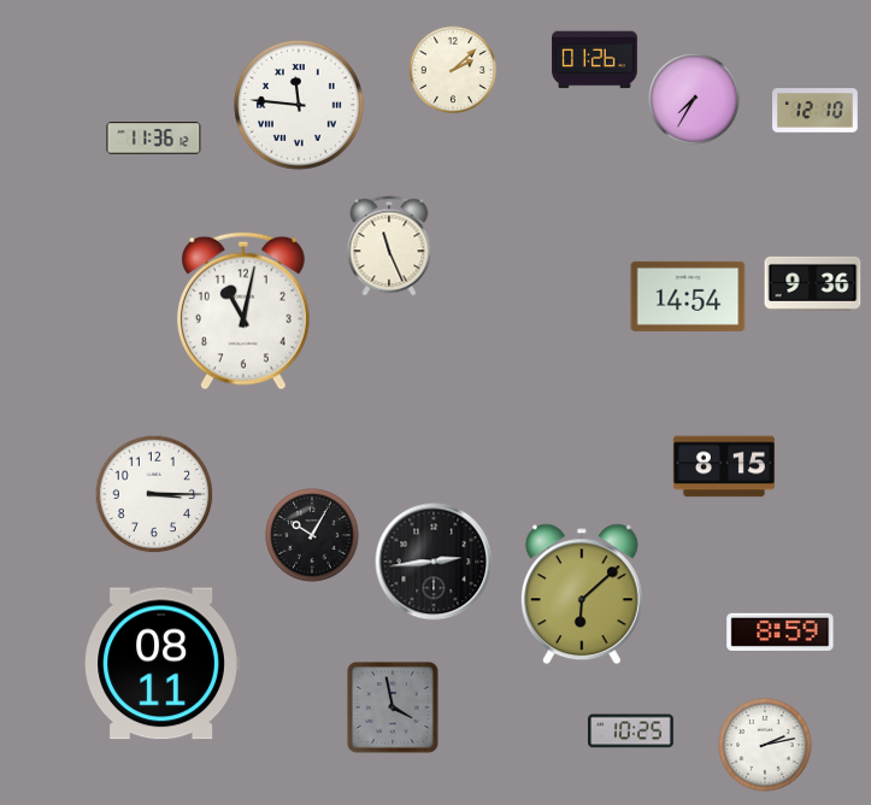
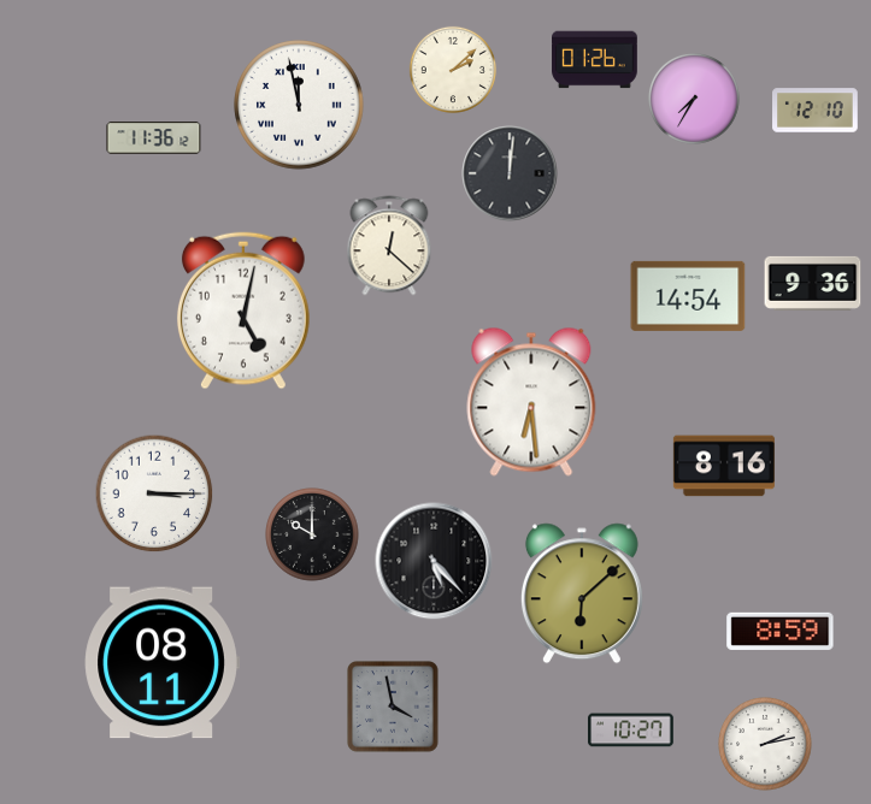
clock at (299, 105): 11:46 -> 11:58
clock at (510, 173): none -> 12:01
clock at (389, 246): 11:26 -> 12:22
clock at (243, 311): 11:02 -> 5:02
clock at (531, 402): none -> 6:29
clock at (724, 466): 8:15 -> 8:16
clock at (312, 535): 10:05 -> 10:00
clock at (434, 562): 2:44 -> 5:23
clock at (631, 731): 10:25 -> 10:27
